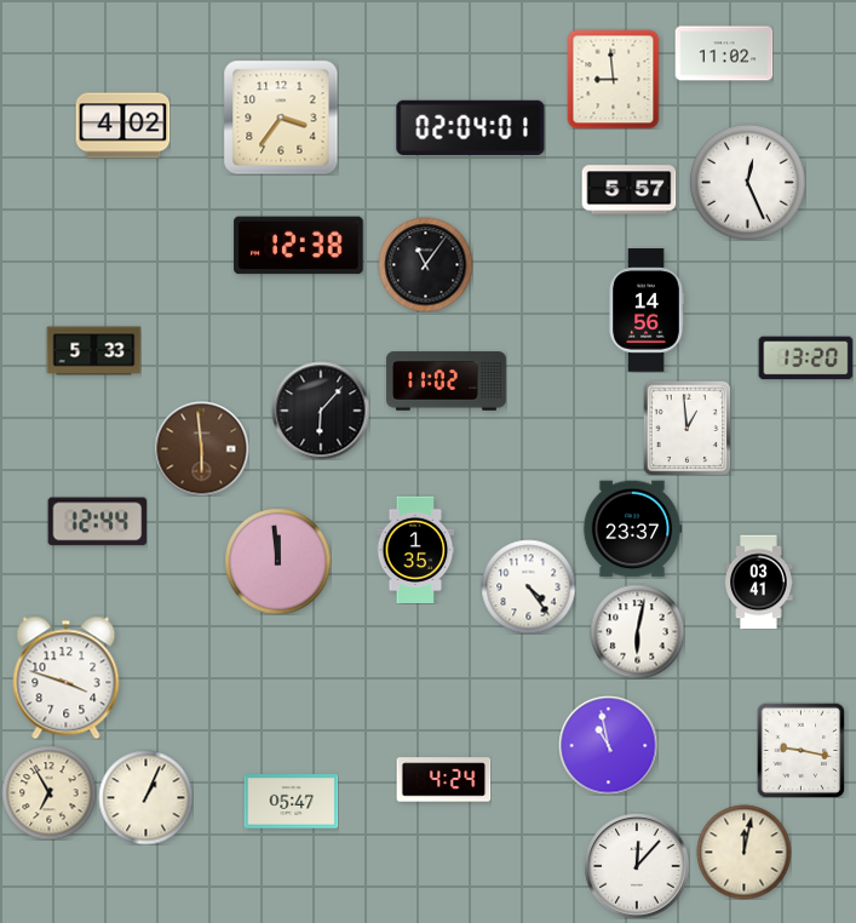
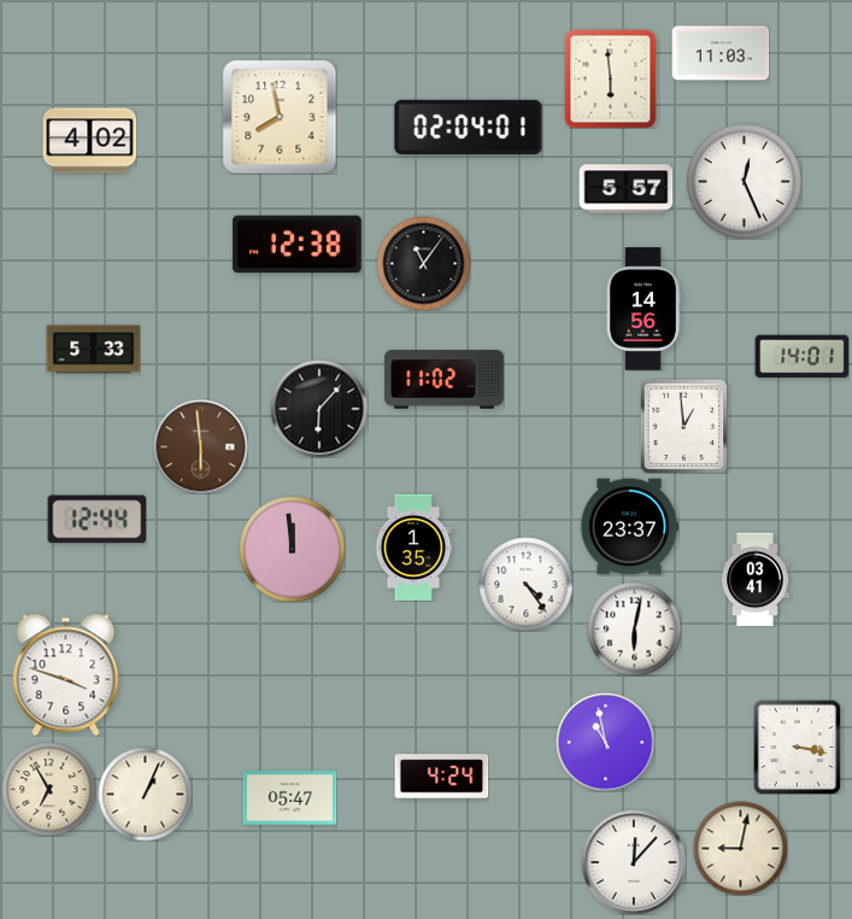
clock at (724, 53): 11:02 -> 11:03
clock at (614, 79): 8:59 -> 5:59
clock at (281, 117): 3:36 -> 7:58
clock at (122, 126) position: (122, 126) -> (89, 141)
clock at (805, 359): 13:20 -> 14:01
clock at (277, 561) position: (277, 561) -> (292, 549)
clock at (802, 750): 9:17 -> 3:17
clock at (743, 852): 12:02 -> 9:02
